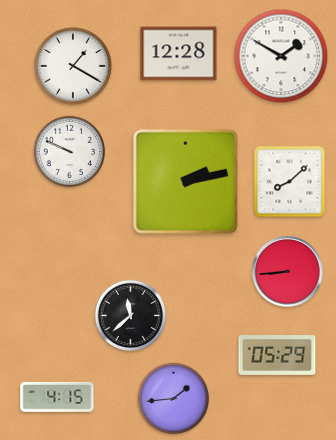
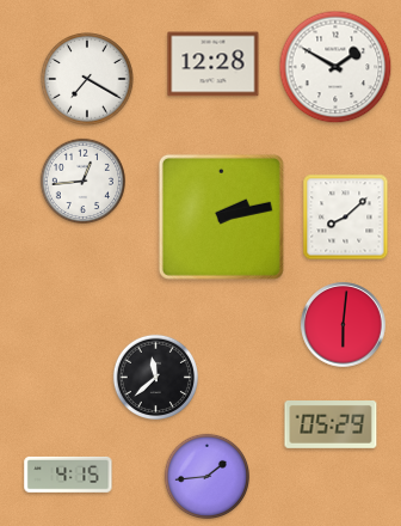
clock at (73, 66): 1:20 -> 7:20
clock at (69, 151): 9:49 -> 12:44
clock at (288, 272): 8:44 -> 6:01
